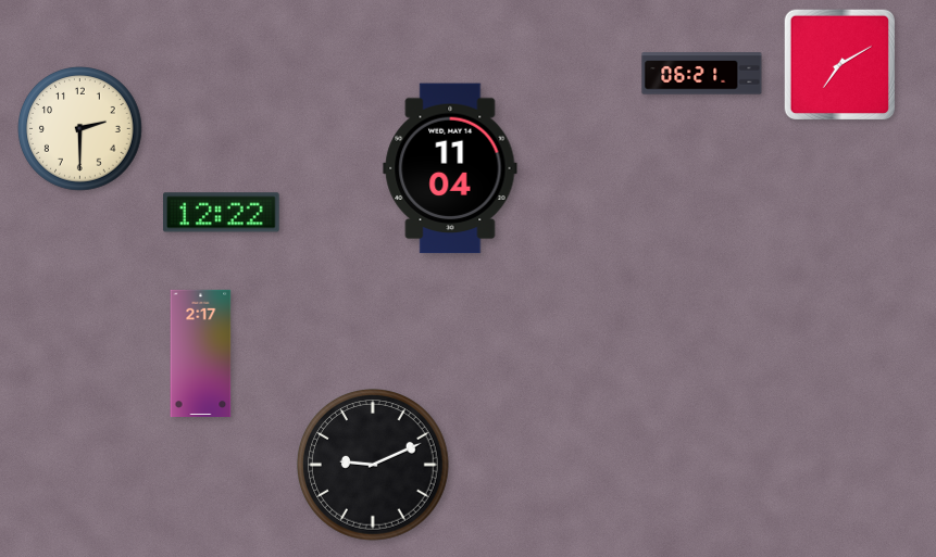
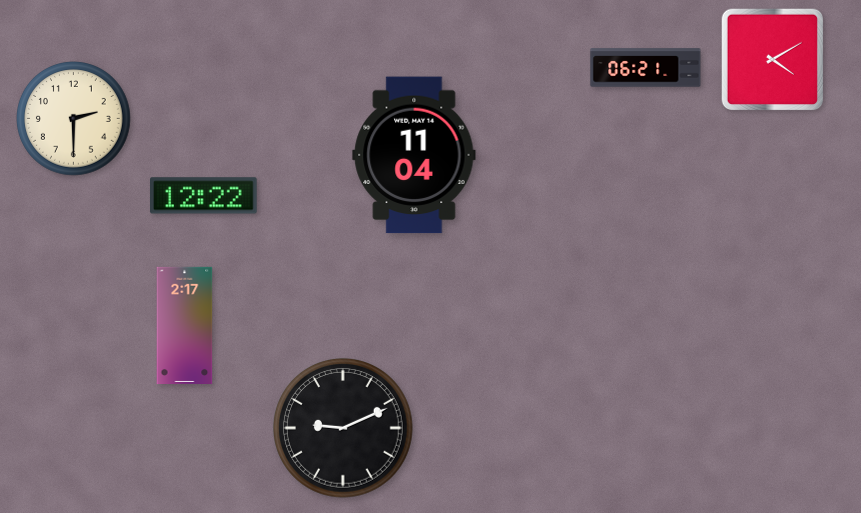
clock at (839, 64): 7:10 -> 4:10
